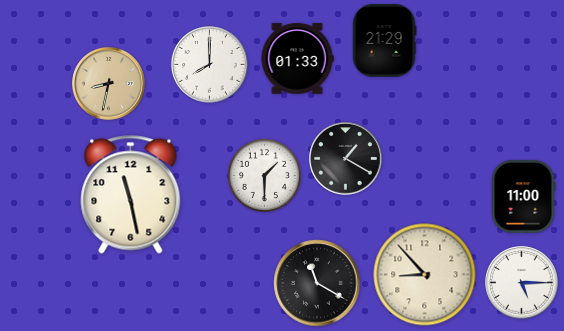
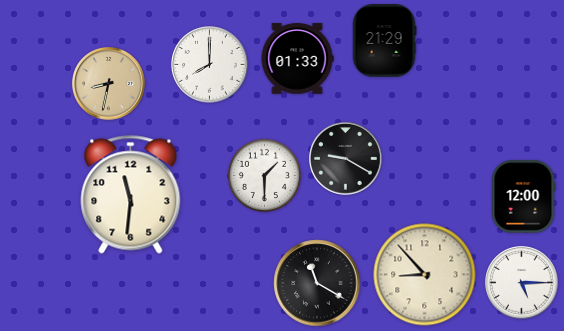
clock at (346, 159): 1:20 -> 9:20
clock at (131, 195): 11:28 -> 11:31
clock at (523, 197): 11:00 -> 12:00
